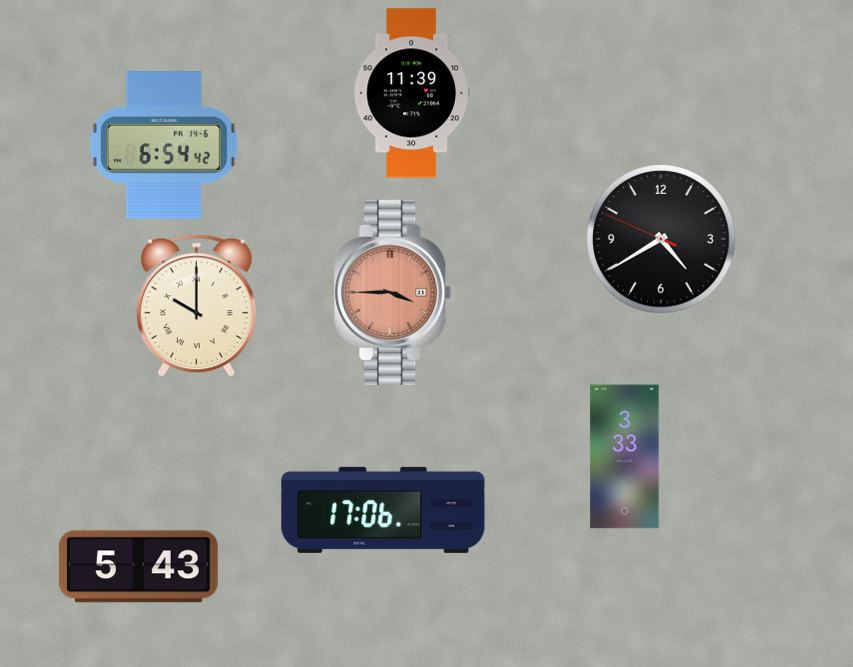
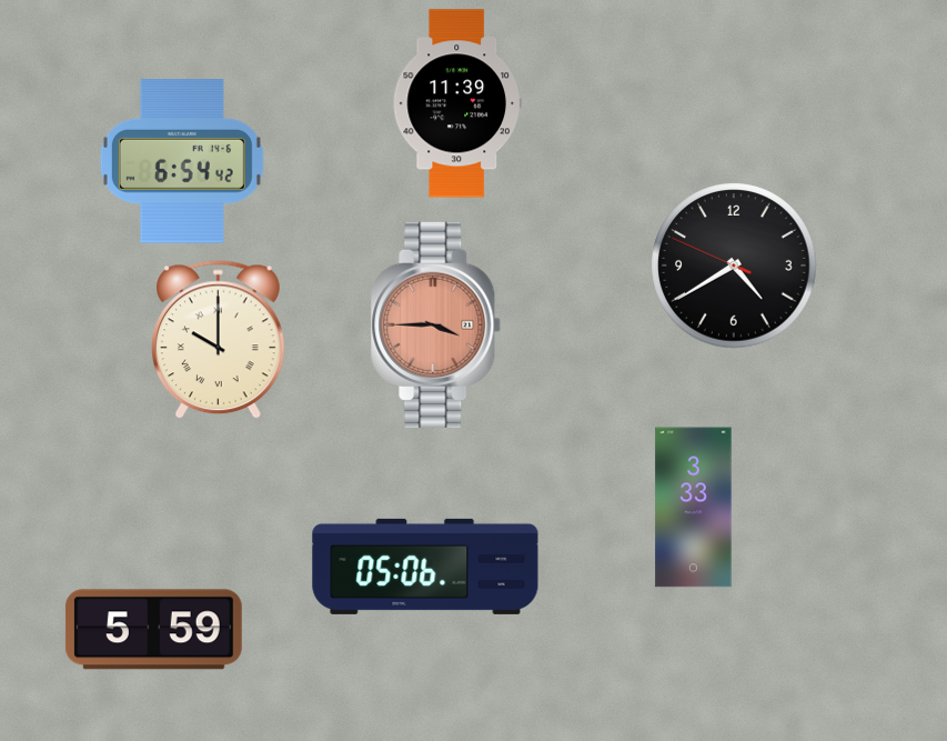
clock at (383, 510): 17:06 -> 05:06
clock at (138, 567): 5:43 -> 5:59
